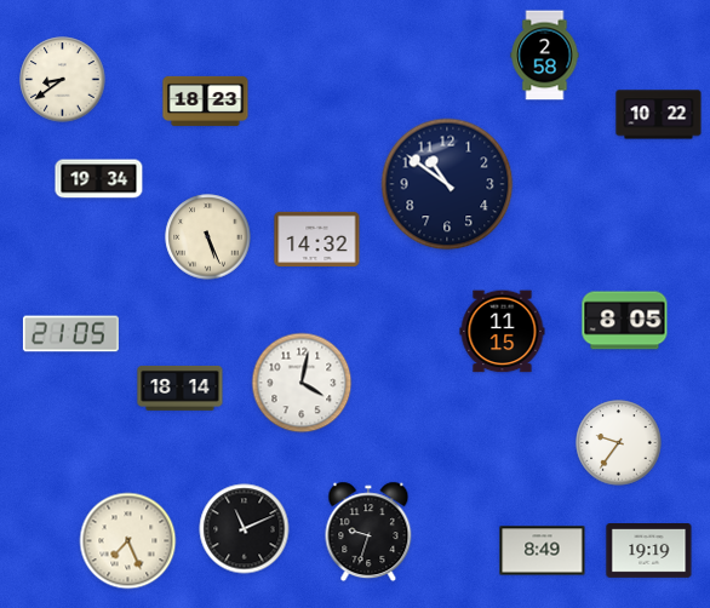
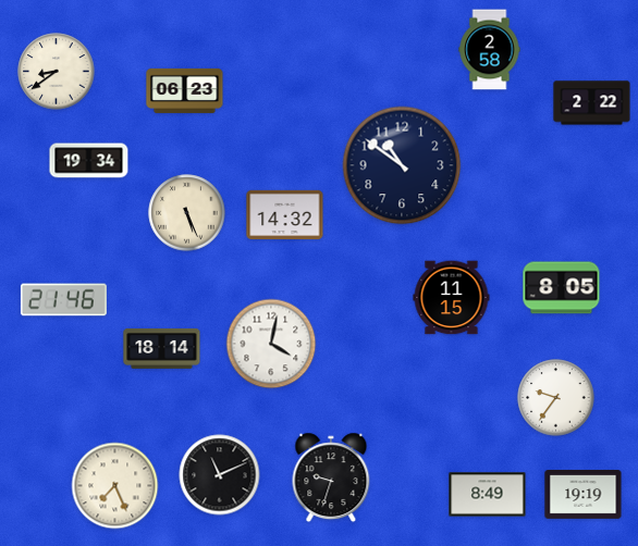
clock at (206, 101): 18:23 -> 06:23
clock at (659, 115): 10:22 -> 2:22
clock at (70, 334): 21:05 -> 21:46
